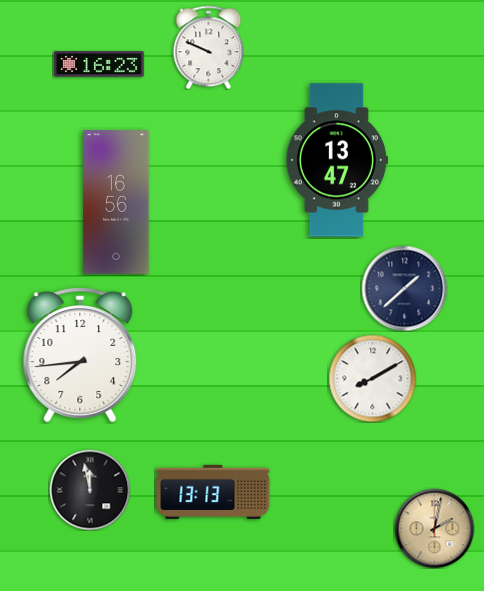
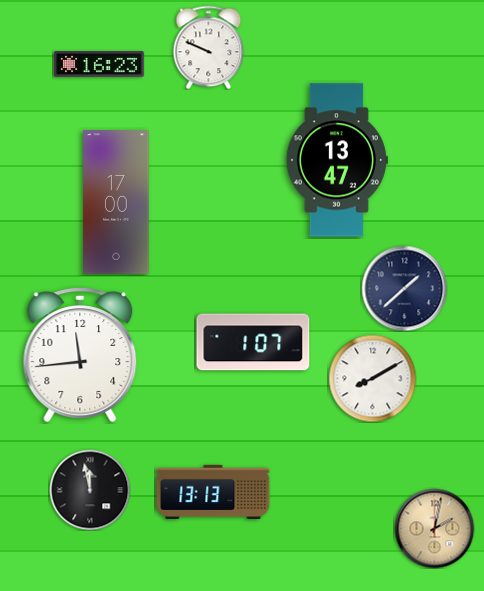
clock at (116, 202): 16:56 -> 17:00
clock at (253, 342): none -> 1:07
clock at (80, 355): 7:44 -> 11:44
